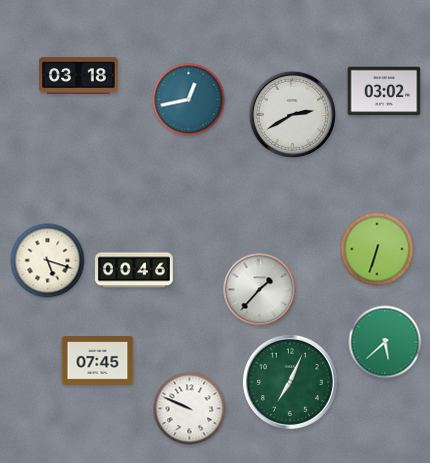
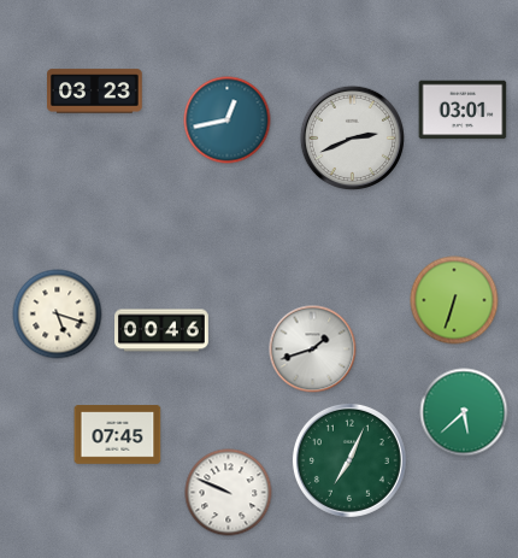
clock at (79, 76): 03:18 -> 03:23
clock at (384, 91): 03:02 -> 03:01
clock at (292, 114): 2:40 -> 2:41
clock at (135, 270) position: (135, 270) -> (163, 330)
clock at (260, 290): 1:37 -> 1:42
